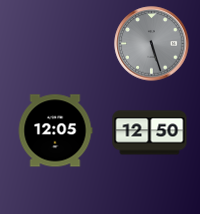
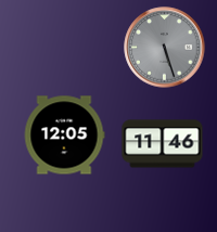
clock at (55, 131) position: (55, 131) -> (64, 136)
clock at (150, 133): 12:50 -> 11:46
